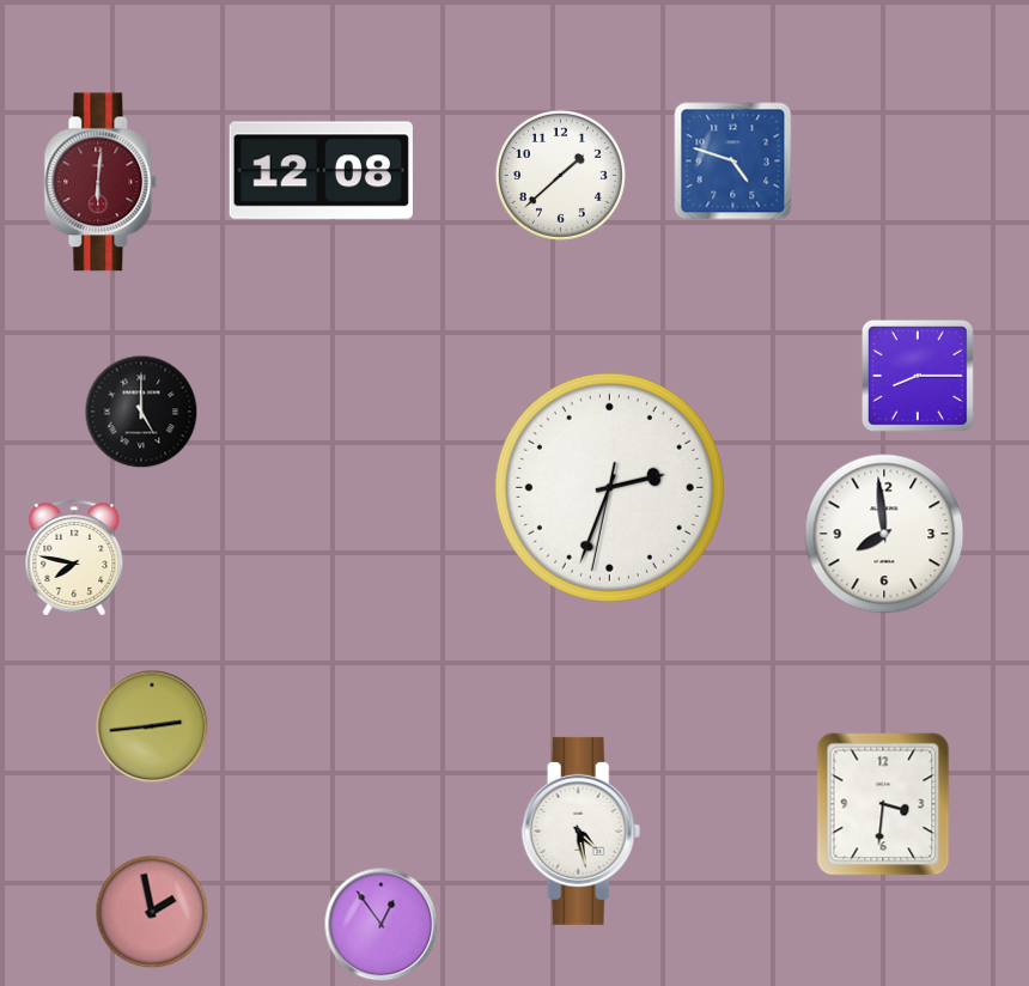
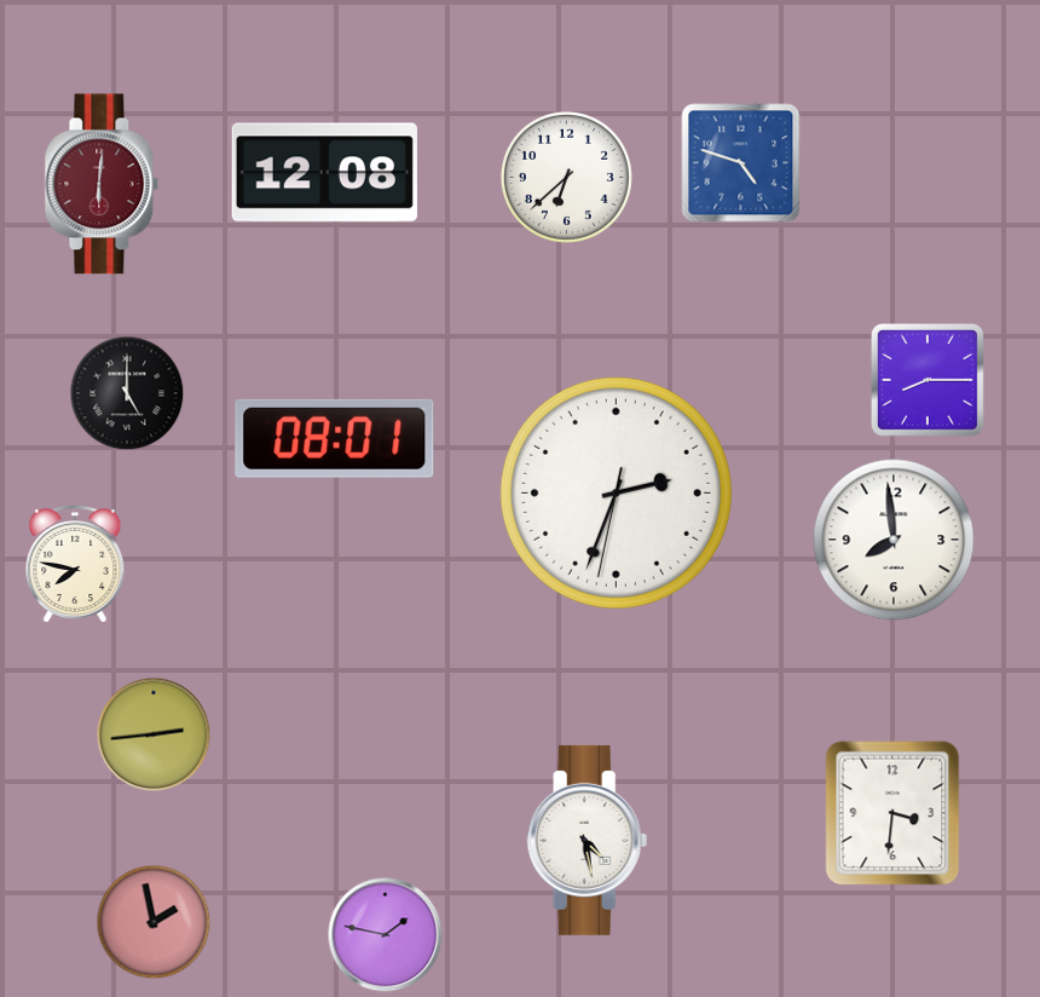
clock at (560, 175): 1:38 -> 6:38
clock at (141, 412) position: (141, 412) -> (127, 393)
clock at (335, 438): none -> 08:01
clock at (382, 925): 12:54 -> 1:47
